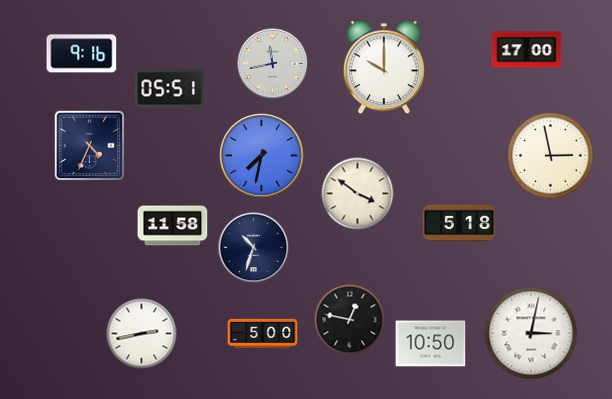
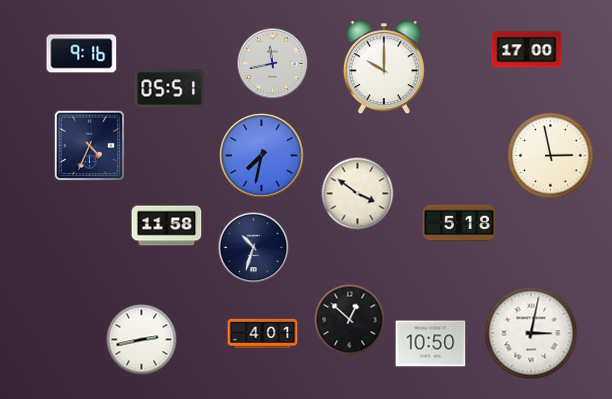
clock at (173, 226) position: (173, 226) -> (167, 226)
clock at (350, 320): 12:47 -> 12:52
clock at (142, 334) position: (142, 334) -> (142, 340)
clock at (263, 334): 5:00 -> 4:01
